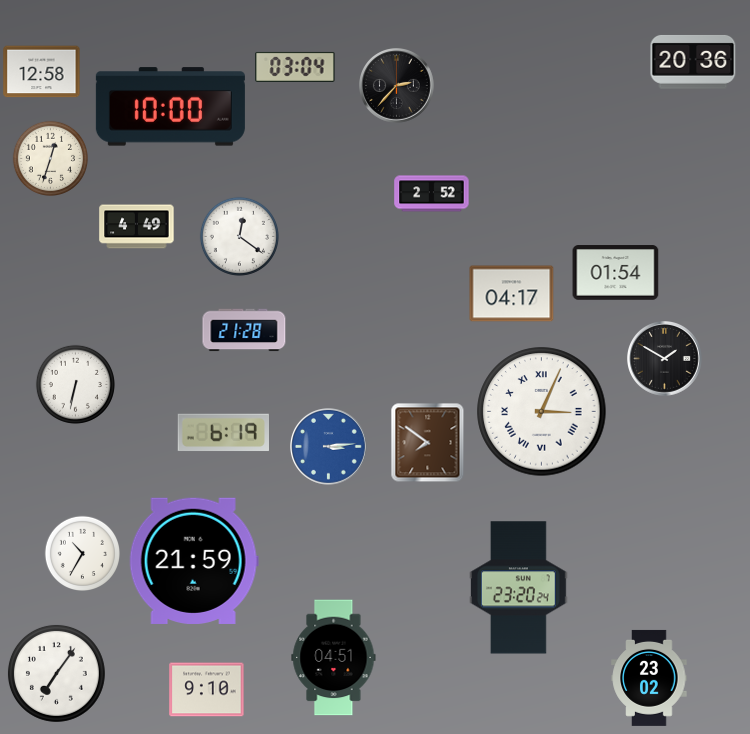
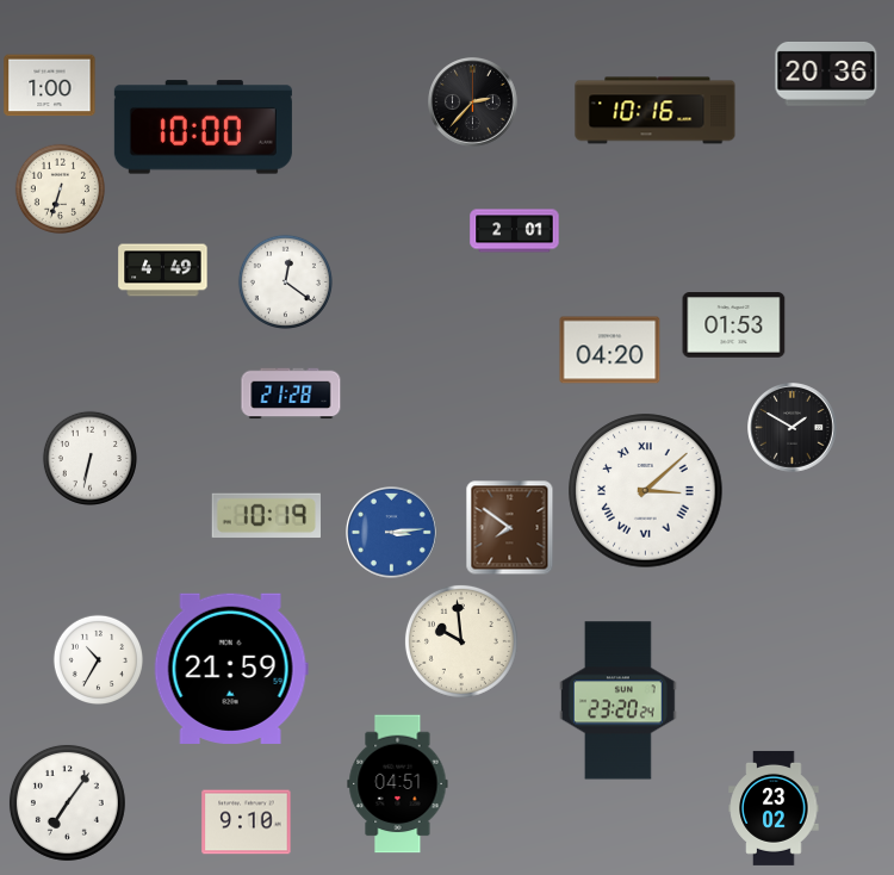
clock at (295, 67): 03:04 -> none
clock at (42, 72): 12:58 -> 1:00
clock at (656, 111): none -> 10:16
clock at (50, 158): 12:33 -> 6:33
clock at (432, 194): 2:52 -> 2:01
clock at (616, 273): 01:54 -> 01:53
clock at (512, 294): 04:17 -> 04:20
clock at (542, 412): 3:04 -> 3:08
clock at (223, 433): 6:19 -> 10:19
clock at (461, 641): none -> 9:59
